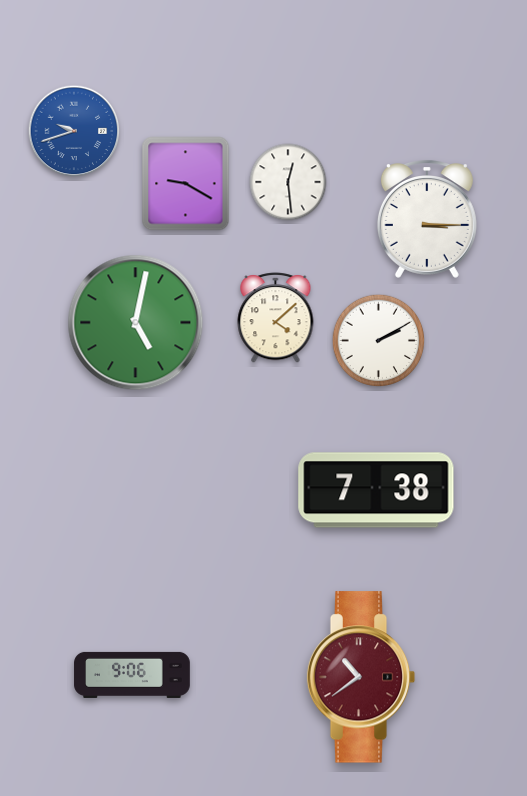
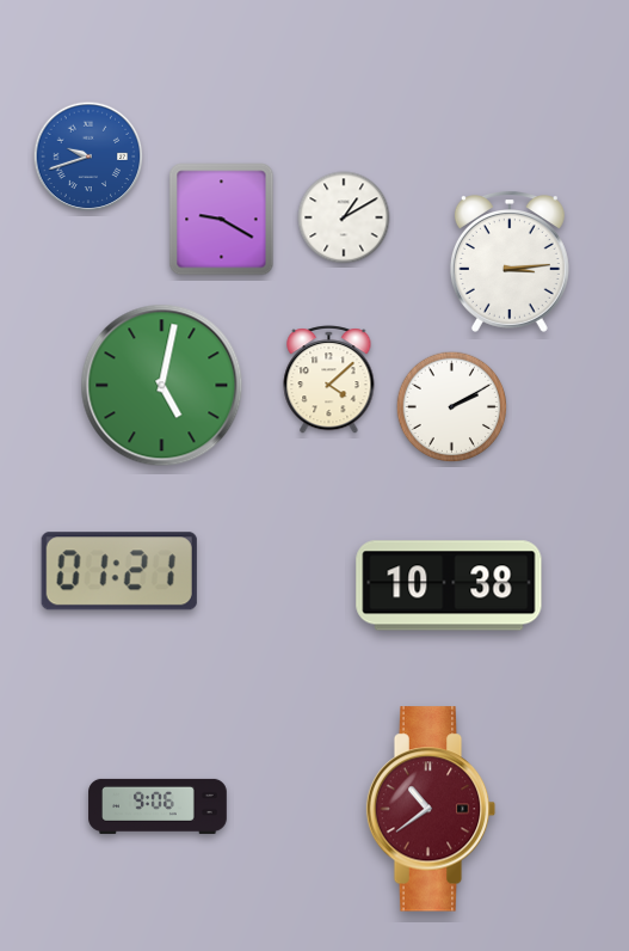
clock at (288, 182): 12:29 -> 1:10
clock at (427, 220): 3:15 -> 3:14
clock at (119, 571): none -> 01:21
clock at (376, 490): 7:38 -> 10:38
